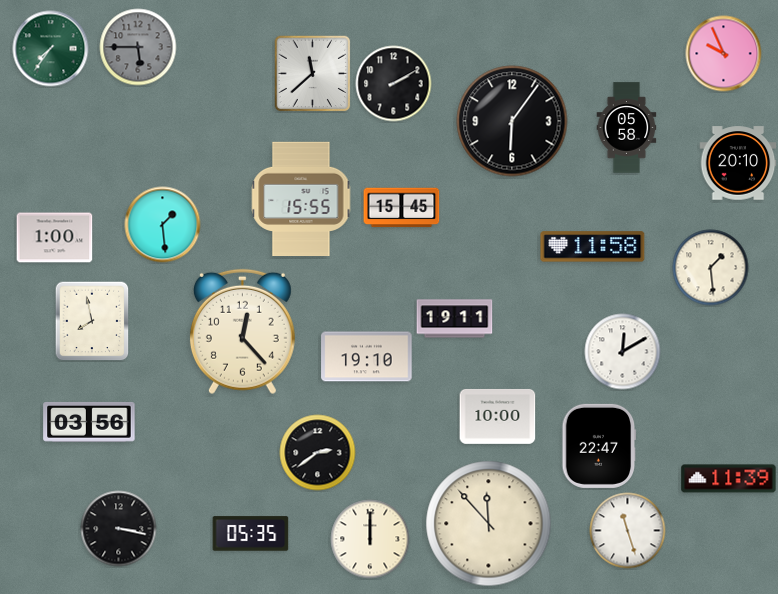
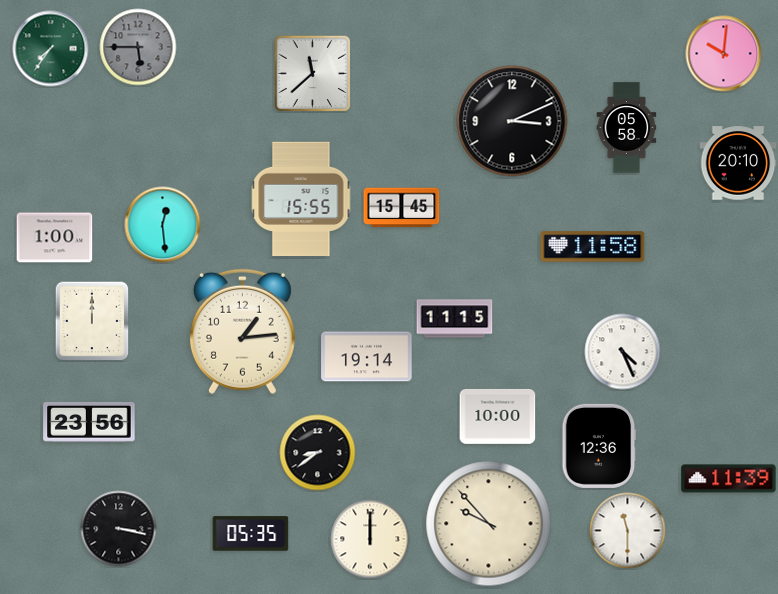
clock at (724, 54): 9:56 -> 10:01
clock at (394, 84): 2:10 -> none
clock at (512, 121): 6:06 -> 3:11
clock at (163, 225): 1:29 -> 12:29
clock at (711, 268): 1:29 -> none
clock at (455, 319): 19:11 -> 11:15
clock at (92, 321): 7:58 -> 12:00
clock at (242, 332): 12:23 -> 1:14
clock at (623, 352): 12:10 -> 4:26
clock at (367, 357): 19:10 -> 19:14
clock at (89, 422): 03:56 -> 23:56
clock at (599, 446): 22:47 -> 12:36
clock at (318, 453): 2:39 -> 8:39
clock at (489, 524): 11:53 -> 9:53
clock at (628, 531): 11:27 -> 11:30
